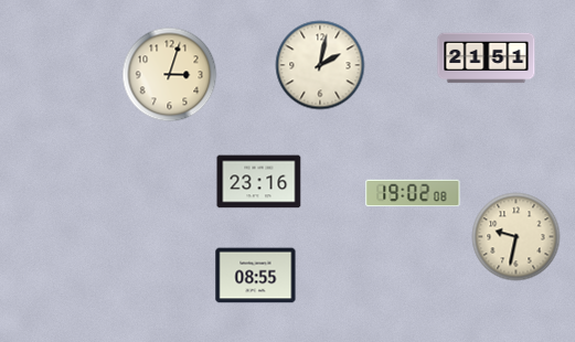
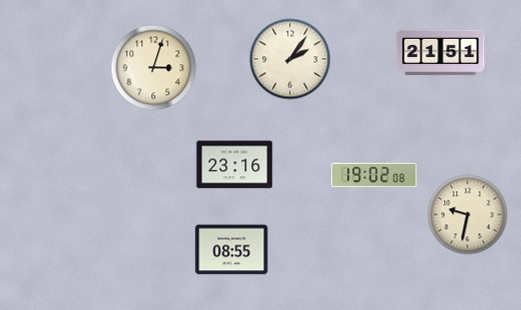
clock at (320, 65): 2:02 -> 2:06
